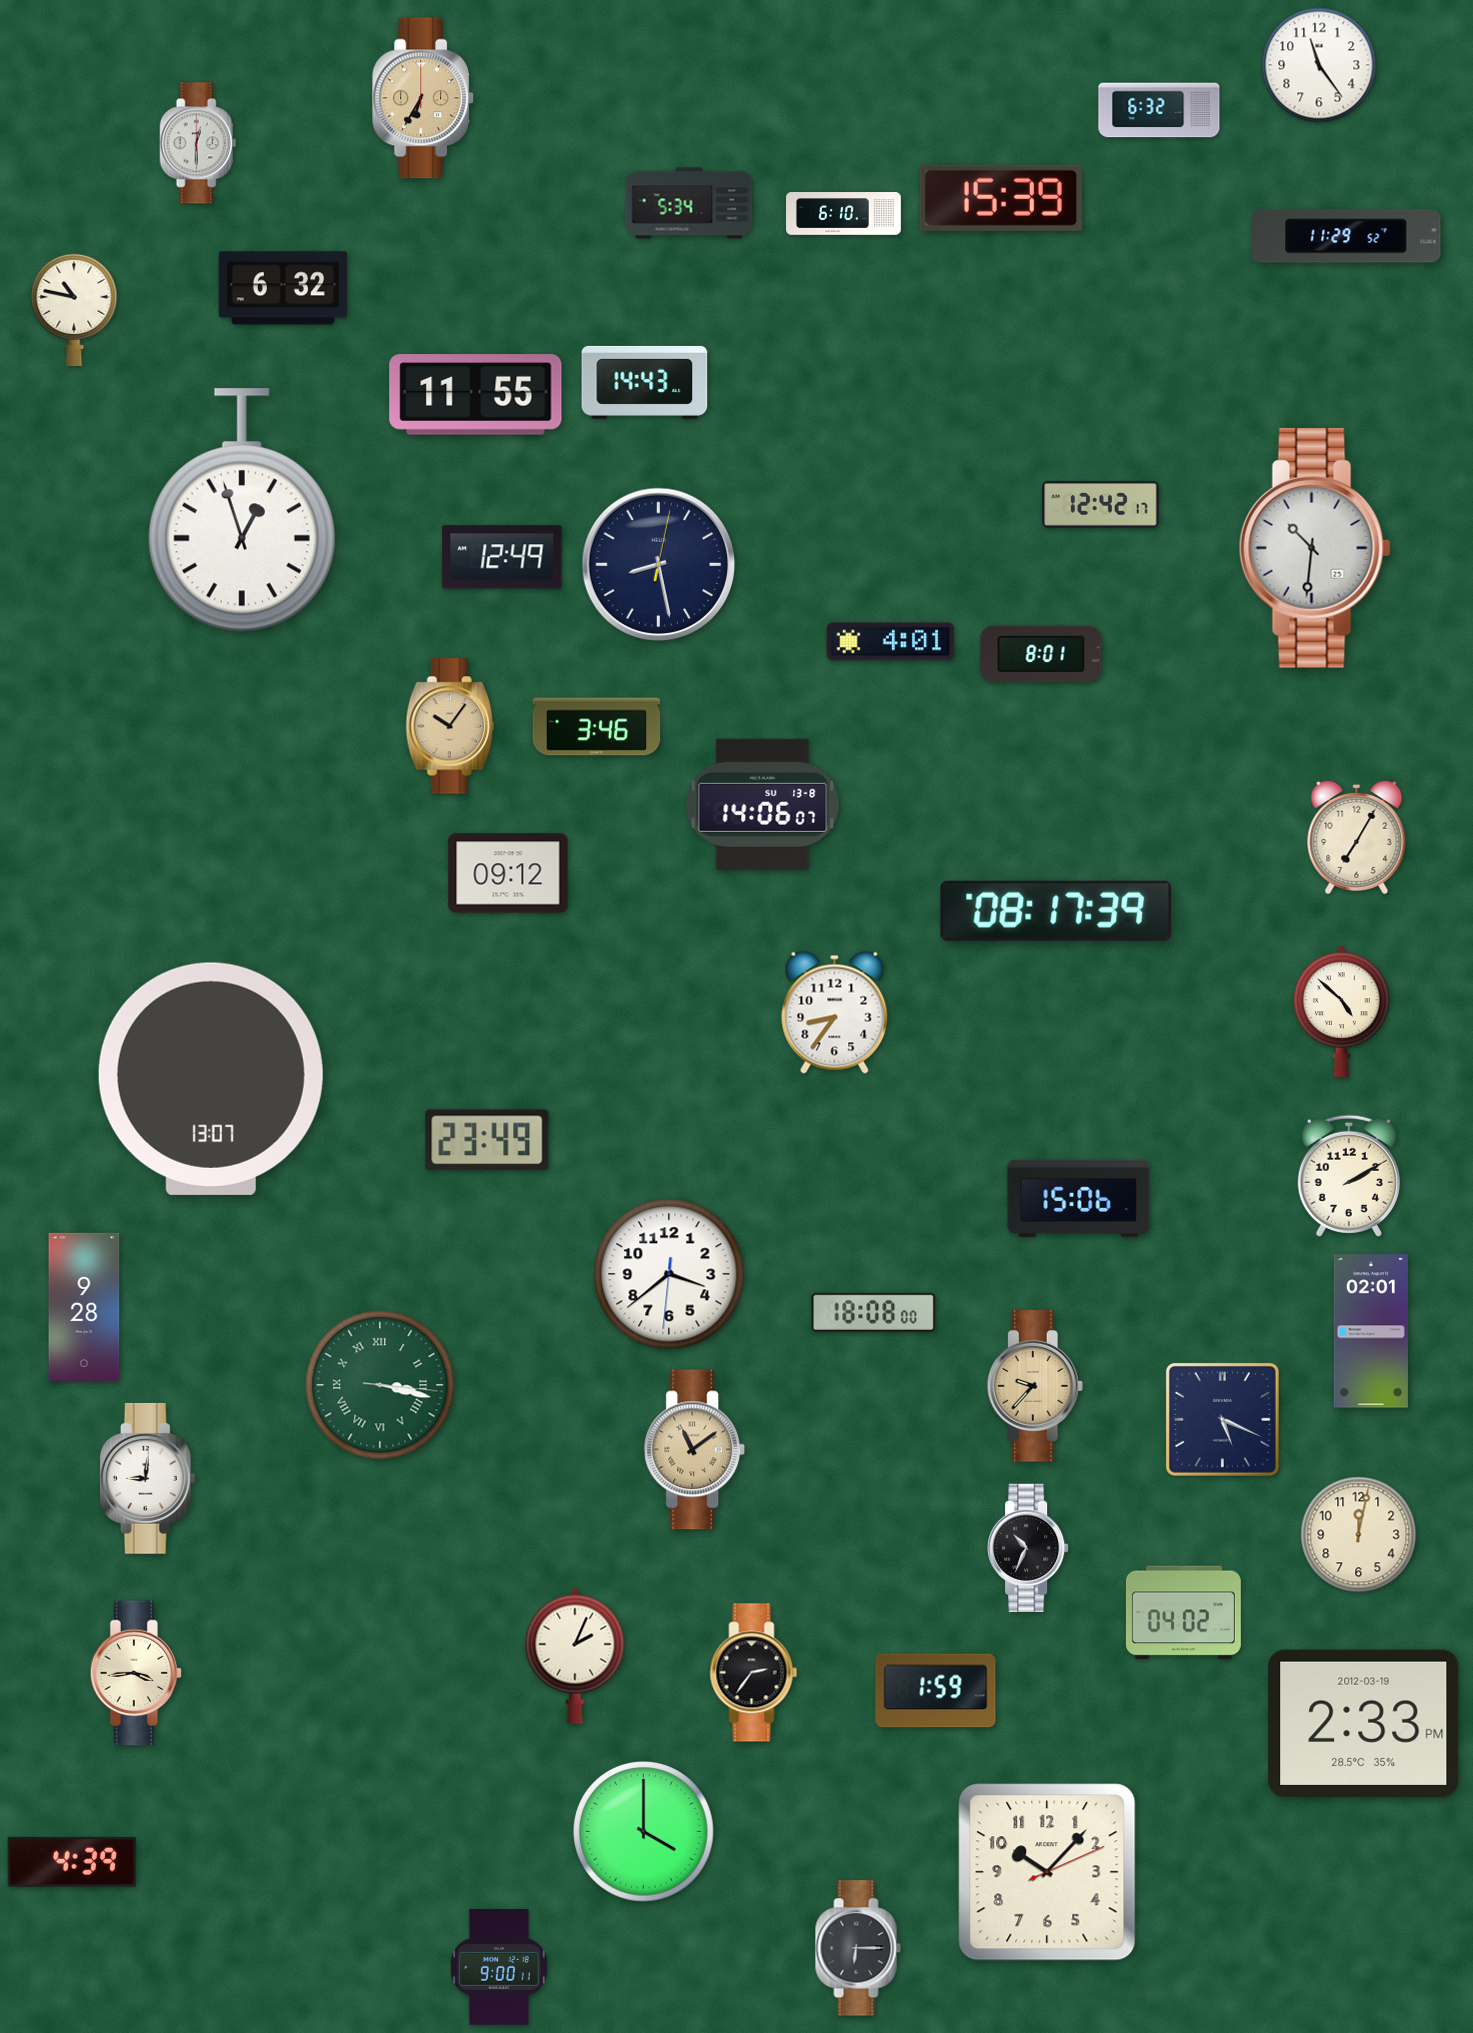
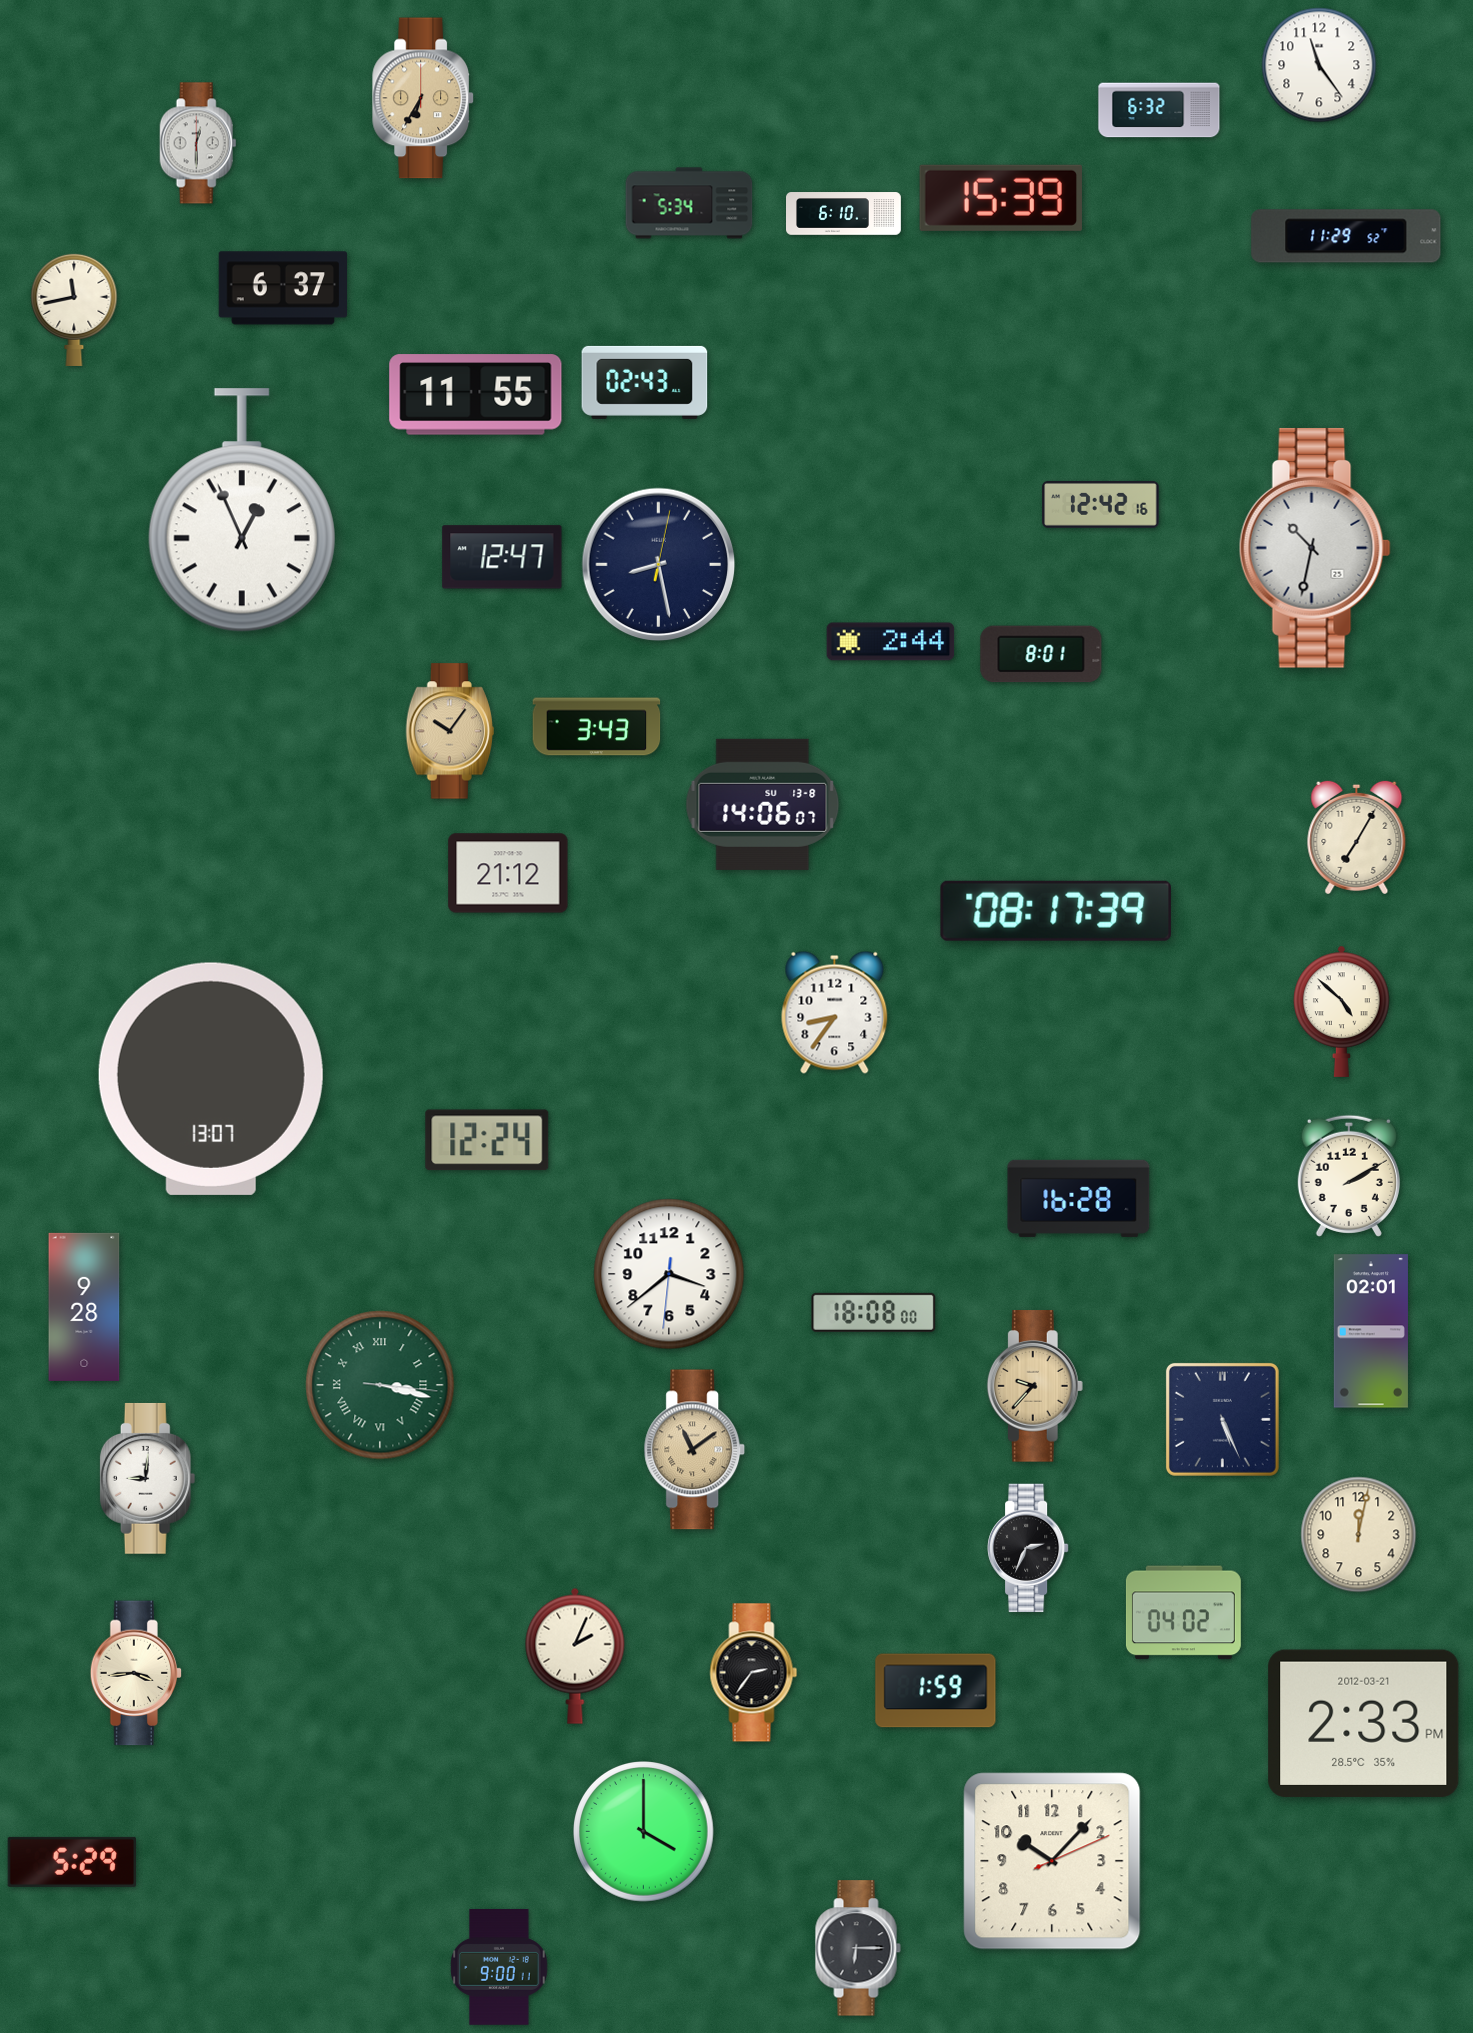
clock at (283, 288): 6:32 -> 6:37
clock at (74, 309): 10:47 -> 11:43
clock at (645, 382): 14:43 -> 02:43
clock at (1101, 504): 12:42:17 -> 12:42:16
clock at (242, 510): 12:57 -> 12:56
clock at (1315, 548): 10:31 -> 10:32
clock at (502, 557): 12:49 -> 12:47
clock at (891, 642): 4:01 -> 2:44
clock at (449, 726) position: (449, 726) -> (449, 731)
clock at (597, 727): 3:46 -> 3:43
clock at (508, 873): 09:12 -> 21:12
clock at (487, 1140): 23:49 -> 12:24
clock at (1079, 1198): 15:06 -> 16:28
clock at (1222, 1419): 5:19 -> 5:26
clock at (1028, 1548): 10:34 -> 2:34
clock at (1364, 1723) date: 2012-03-19 -> 2012-03-21
clock at (71, 1862): 4:39 -> 5:29
clock at (1047, 1872) position: (1047, 1872) -> (1052, 1861)
